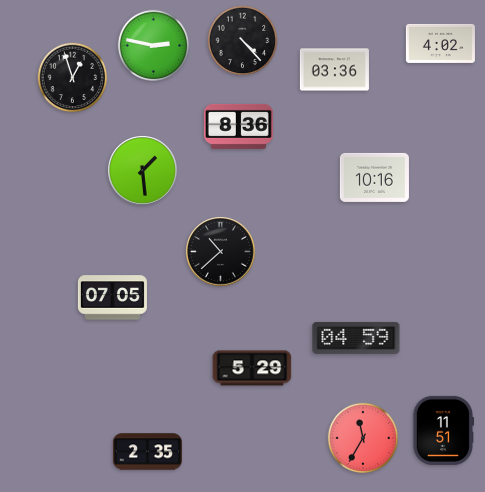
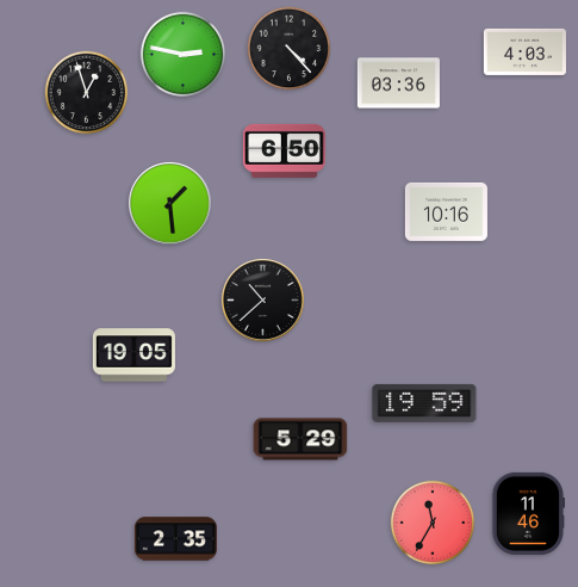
clock at (440, 43): 4:02 -> 4:03
clock at (238, 126): 8:36 -> 6:50
clock at (112, 298): 07:05 -> 19:05
clock at (356, 338): 04:59 -> 19:59
clock at (442, 430): 11:51 -> 11:46
